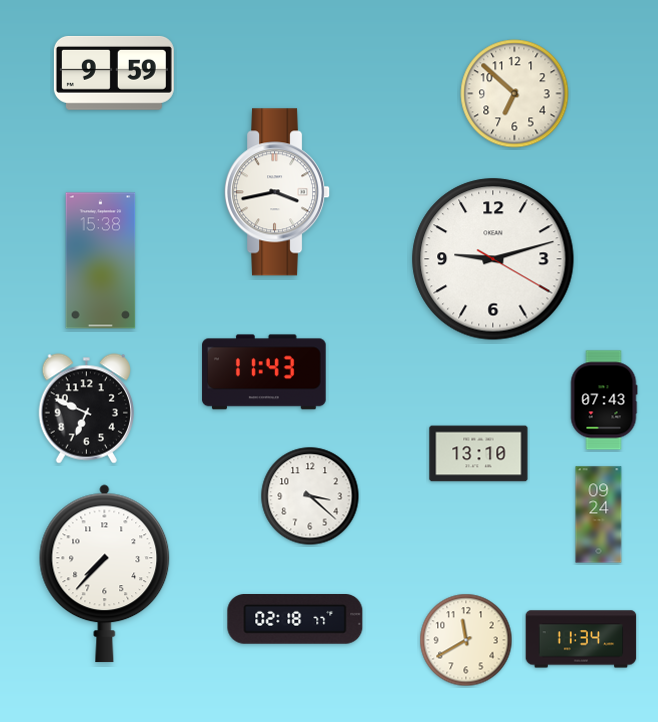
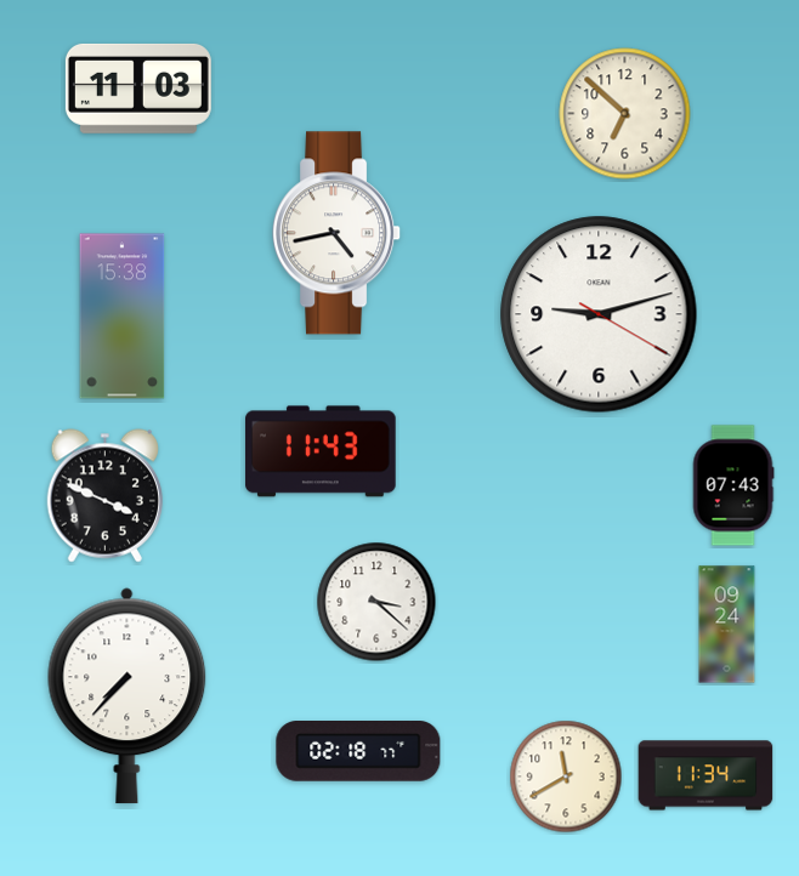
clock at (114, 73): 9:59 -> 11:03
clock at (278, 192): 3:43 -> 4:43
clock at (86, 409): 6:49 -> 3:49
clock at (479, 454): 13:10 -> none
